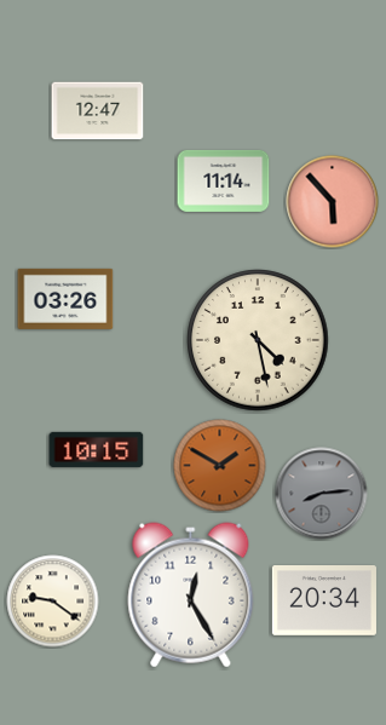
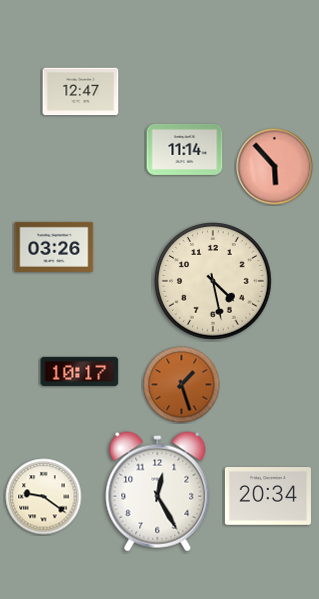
clock at (97, 449): 10:15 -> 10:17
clock at (220, 466): 1:50 -> 1:27
clock at (322, 494): 8:14 -> none
